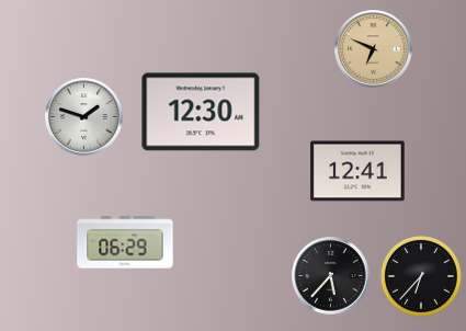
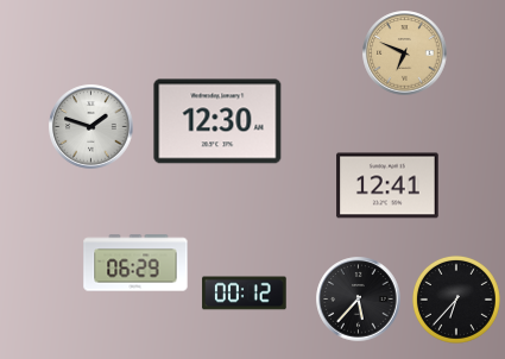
clock at (245, 294): none -> 00:12
